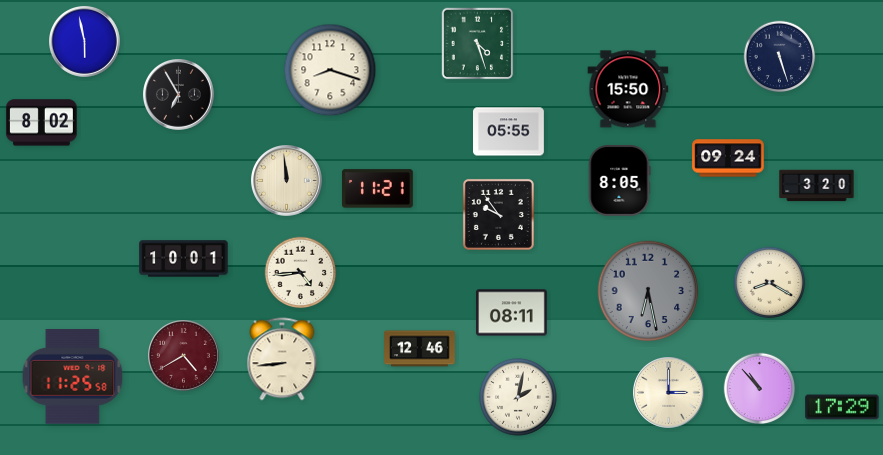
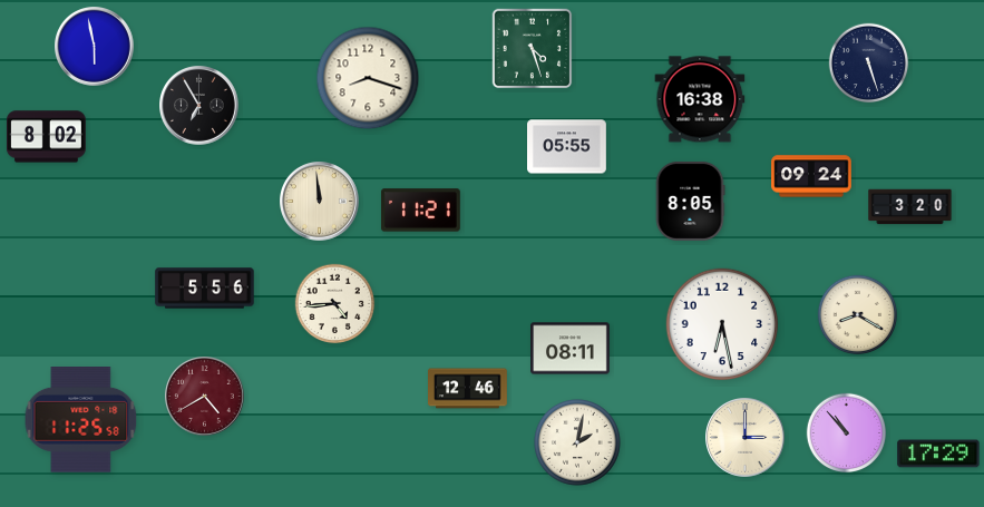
clock at (628, 89): 15:50 -> 16:38
clock at (498, 214): 9:54 -> none
clock at (184, 259): 10:01 -> 5:56
clock at (648, 291) dial: grey -> white
clock at (282, 359): 8:44 -> none
